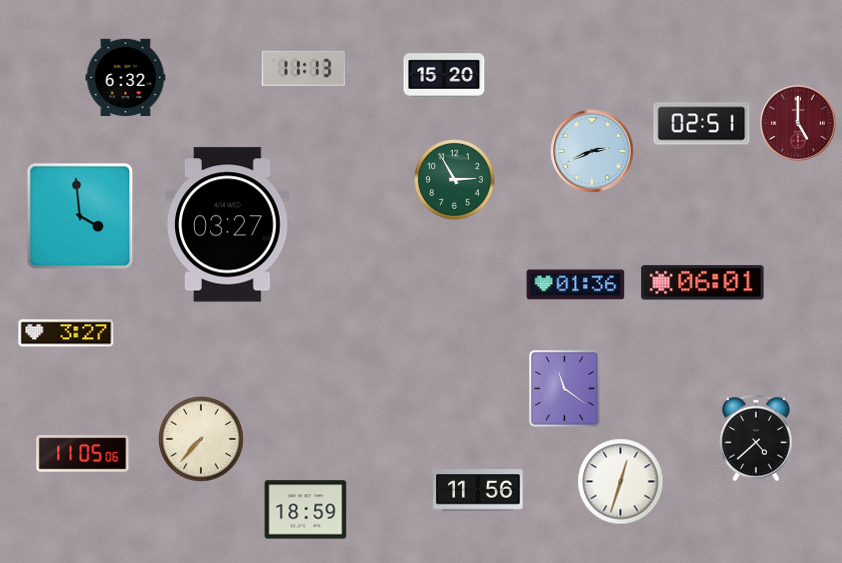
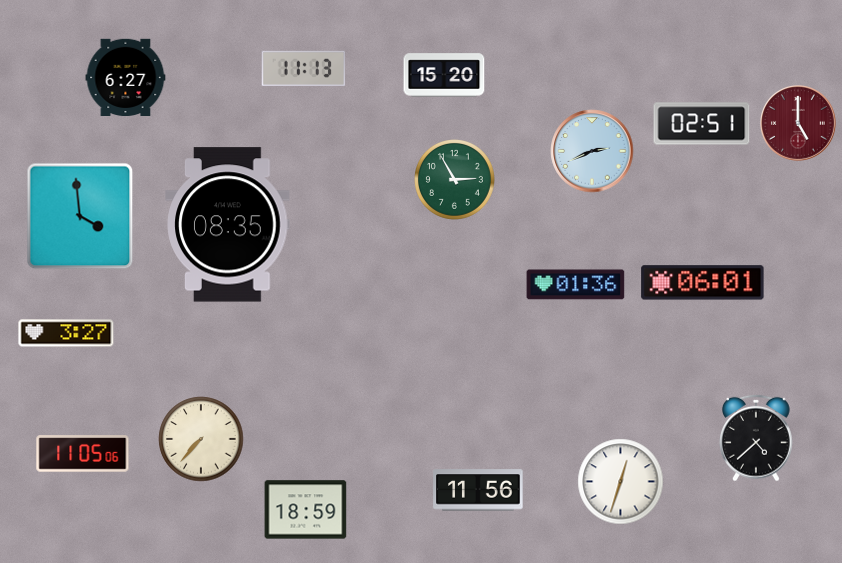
clock at (126, 77): 6:32 -> 6:27
clock at (228, 225): 03:27 -> 08:35
clock at (565, 389): 11:21 -> none
